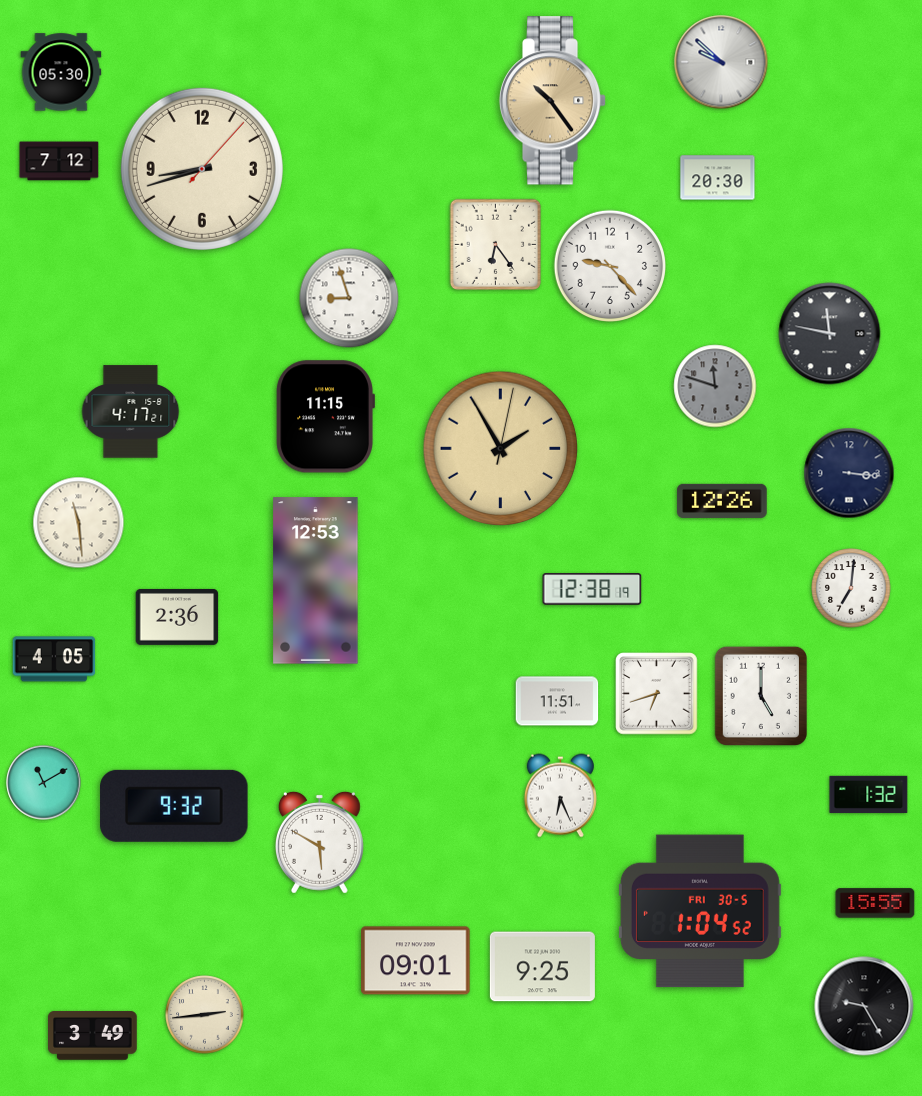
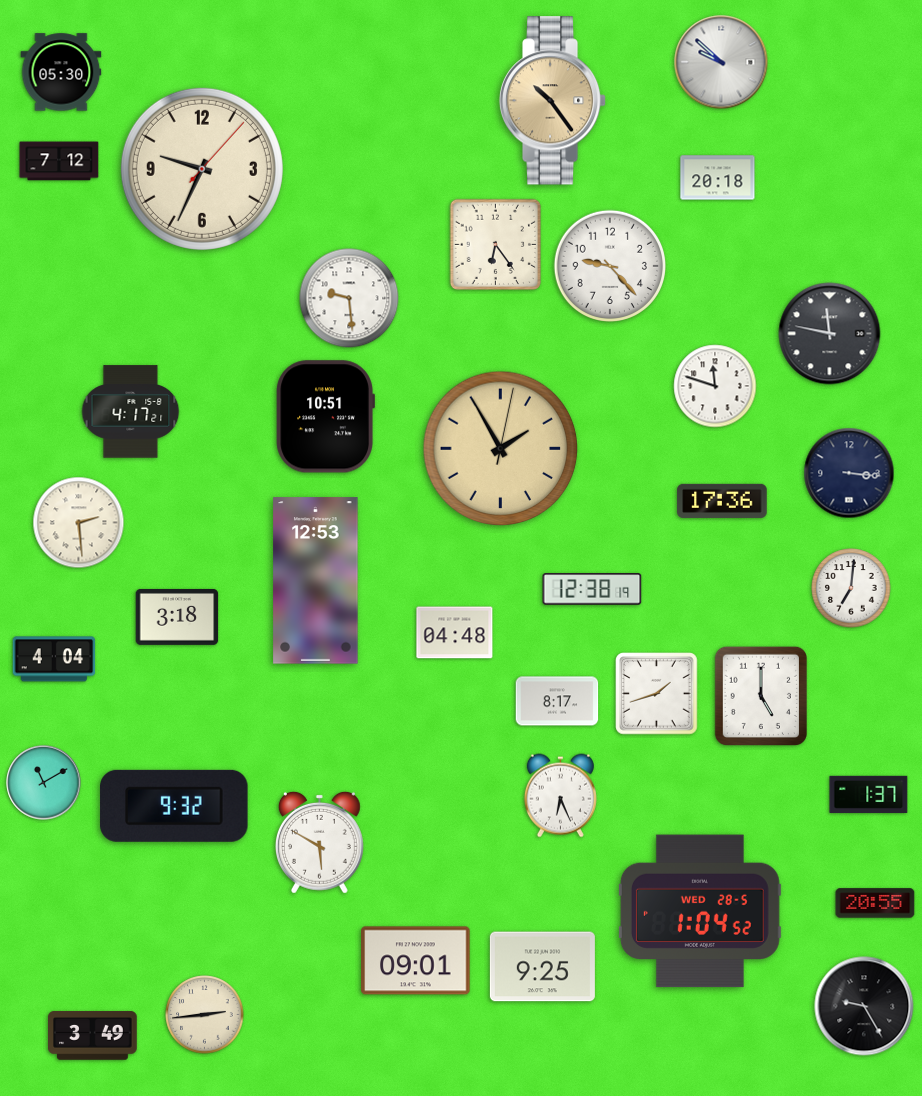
clock at (202, 169): 8:42 -> 9:34
clock at (718, 178): 20:30 -> 20:18
clock at (349, 298): 8:57 -> 9:29
clock at (715, 386) dial: grey -> white
clock at (325, 417): 11:15 -> 10:51
clock at (722, 501): 12:26 -> 17:36
clock at (79, 523): 11:29 -> 2:29
clock at (177, 617): 2:36 -> 3:18
clock at (455, 633): none -> 04:48
clock at (54, 659): 4:05 -> 4:04
clock at (657, 694): 6:42 -> 1:42
clock at (557, 701): 11:51 -> 8:17
clock at (869, 794): 1:32 -> 1:37
clock at (875, 903): 15:55 -> 20:55
clock at (700, 911) date: FRI 30-5 -> WED 28-5
